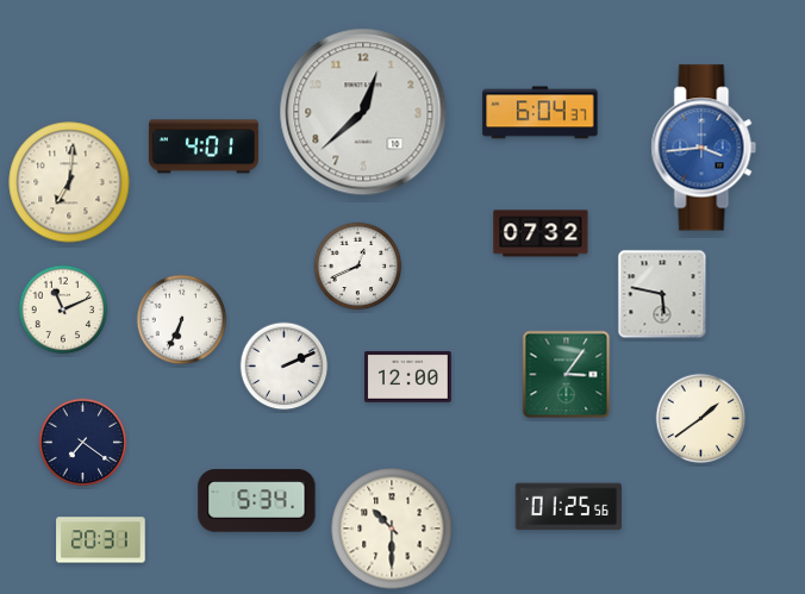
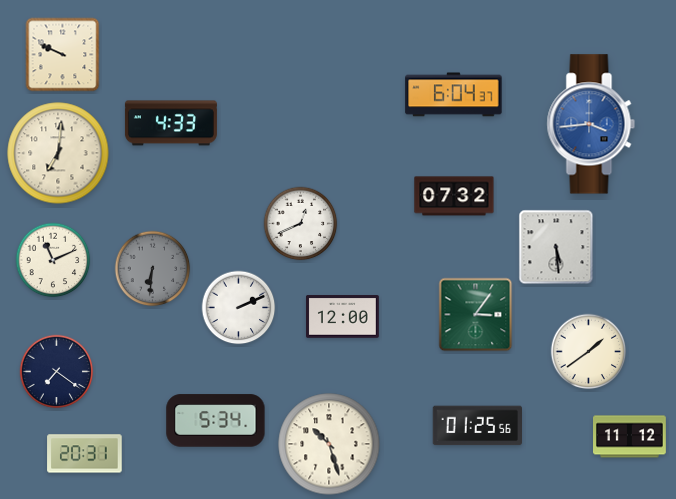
clock at (63, 55): none -> 9:49
clock at (363, 112): 12:38 -> none
clock at (204, 146): 4:01 -> 4:33
clock at (662, 294): 5:47 -> 5:29
clock at (182, 320): 6:34 -> 6:31
clock at (182, 320) dial: white -> grey
clock at (83, 443) position: (83, 443) -> (57, 372)
clock at (630, 437): none -> 11:12
clock at (392, 529): 10:30 -> 10:27
